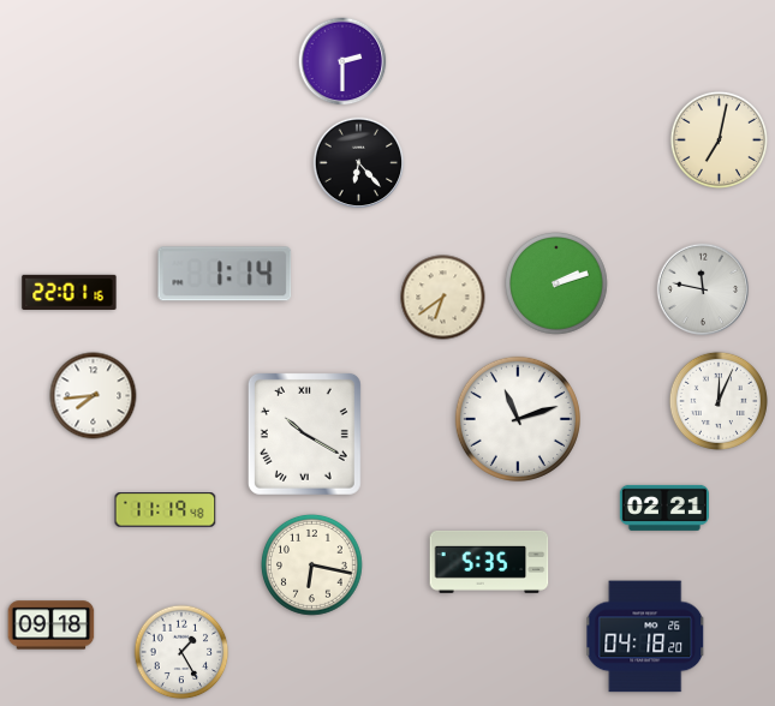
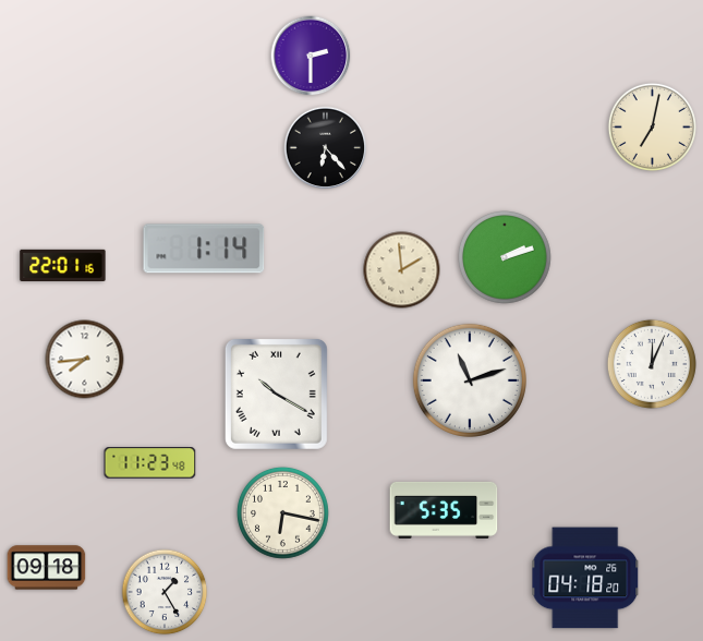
clock at (703, 289): 11:47 -> none
clock at (443, 298): 6:39 -> 1:59
clock at (664, 508): 02:21 -> none
clock at (166, 510): 11:19 -> 11:23
